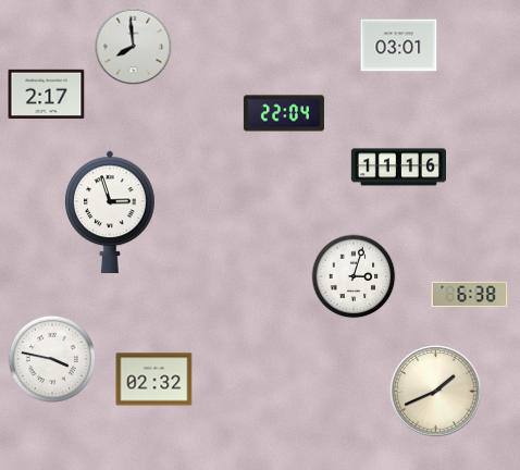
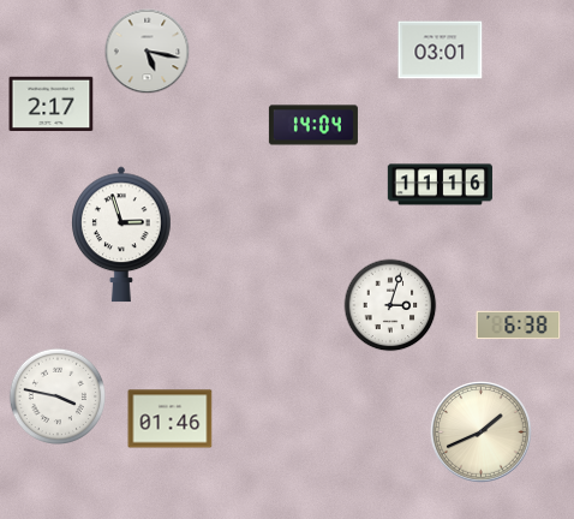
clock at (134, 47): 7:59 -> 5:17
clock at (284, 113): 22:04 -> 14:04
clock at (154, 380): 02:32 -> 01:46
